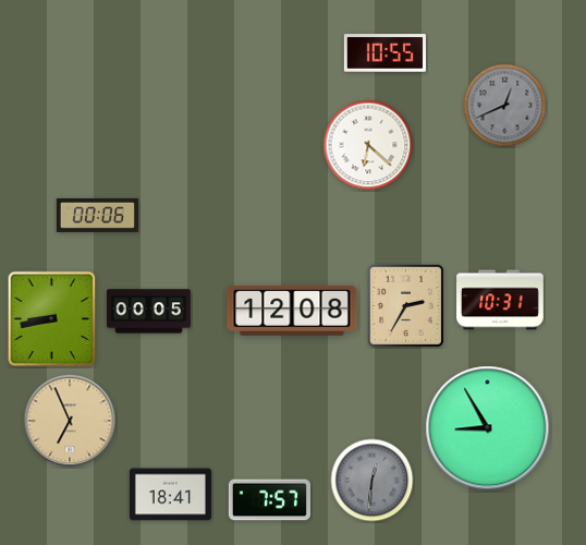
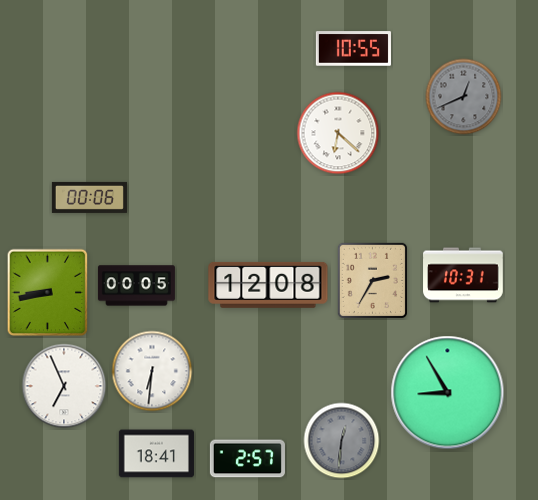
clock at (500, 300) position: (500, 300) -> (463, 275)
clock at (152, 371): none -> 6:31
clock at (70, 421) dial: champagne -> white
clock at (269, 500): 7:57 -> 2:57
